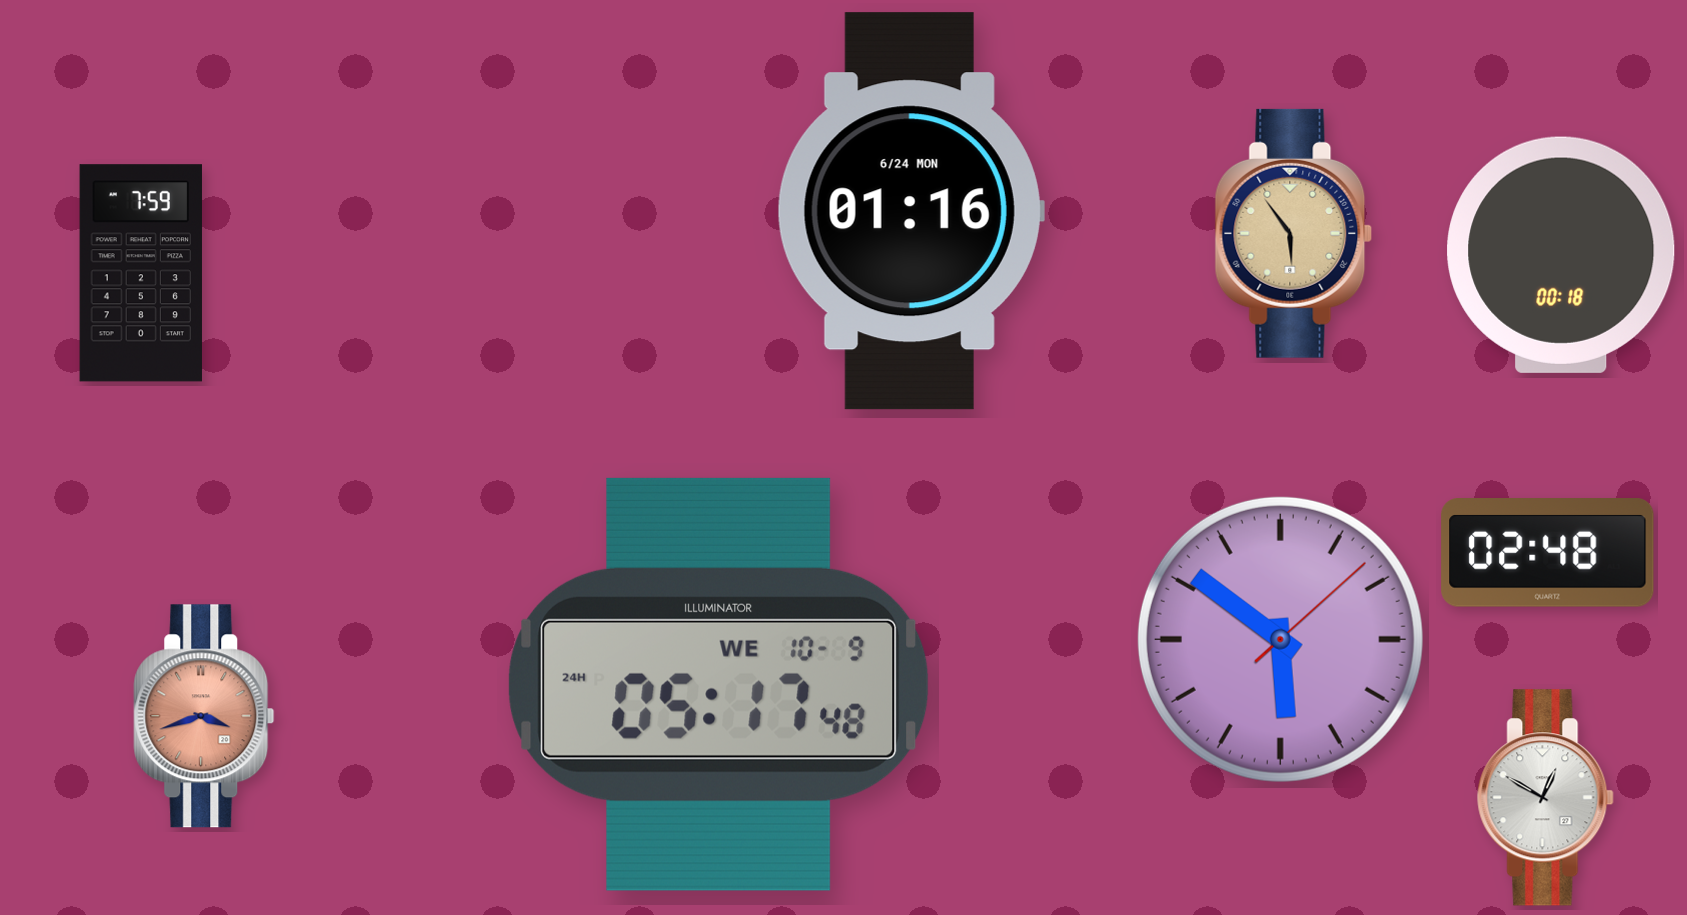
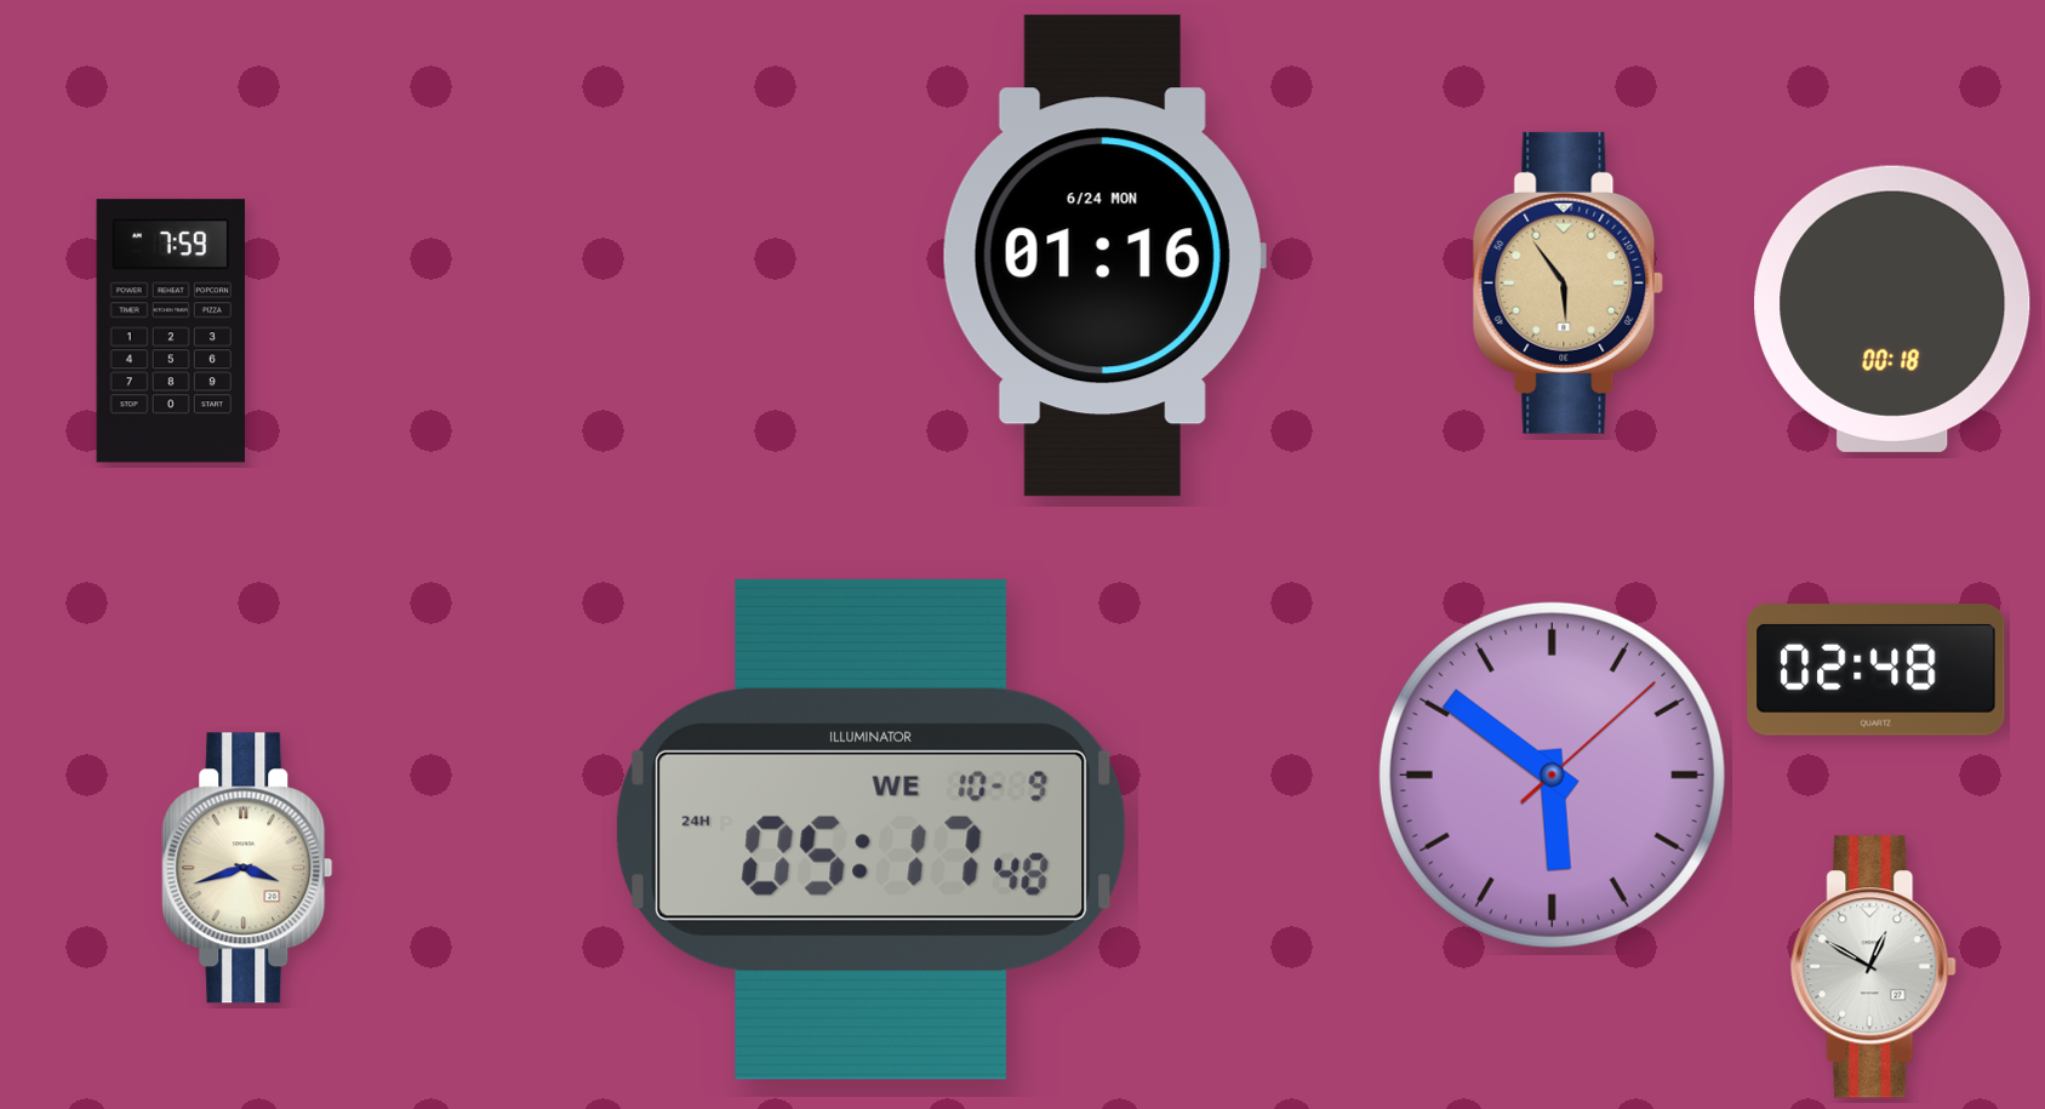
clock at (204, 716) dial: salmon -> cream
